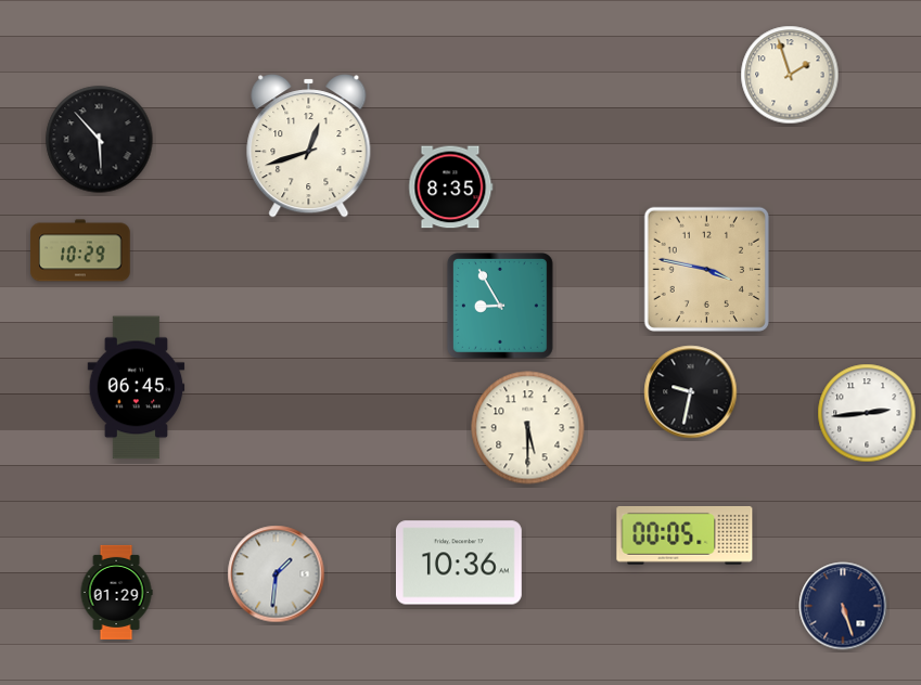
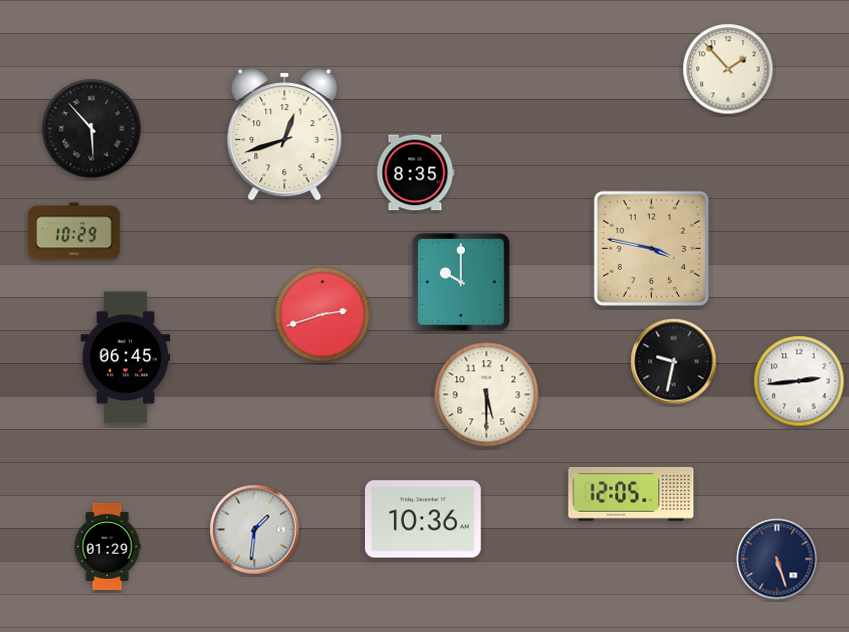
clock at (790, 75): 1:57 -> 1:53
clock at (500, 306): 8:55 -> 10:00
clock at (323, 315): none -> 2:42
clock at (691, 392) position: (691, 392) -> (674, 362)
clock at (685, 535): 00:05 -> 12:05
